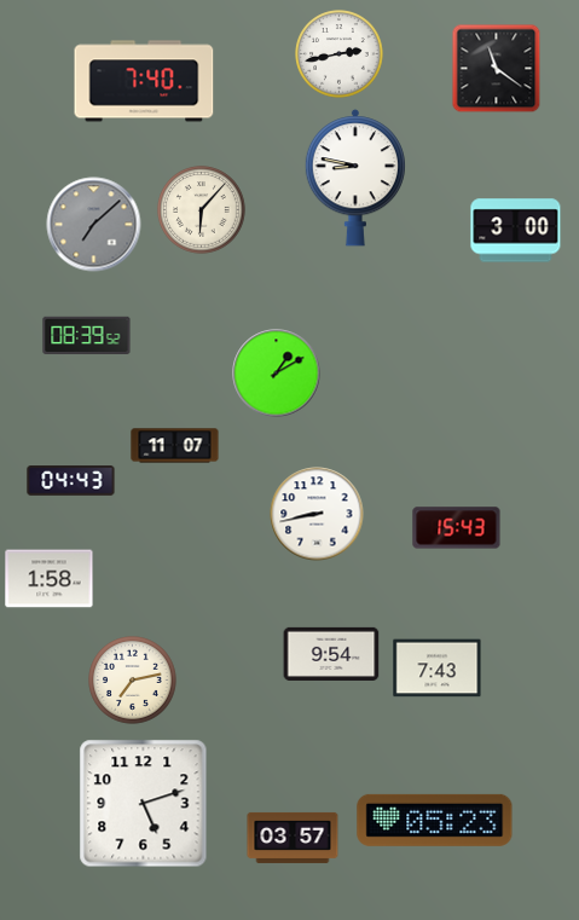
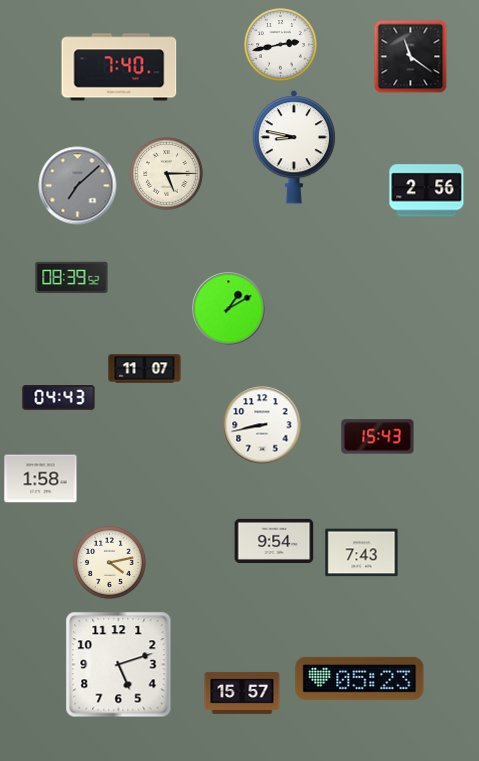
clock at (202, 210): 6:07 -> 5:15
clock at (516, 231): 3:00 -> 2:56
clock at (133, 681): 7:13 -> 4:13
clock at (293, 838): 03:57 -> 15:57
